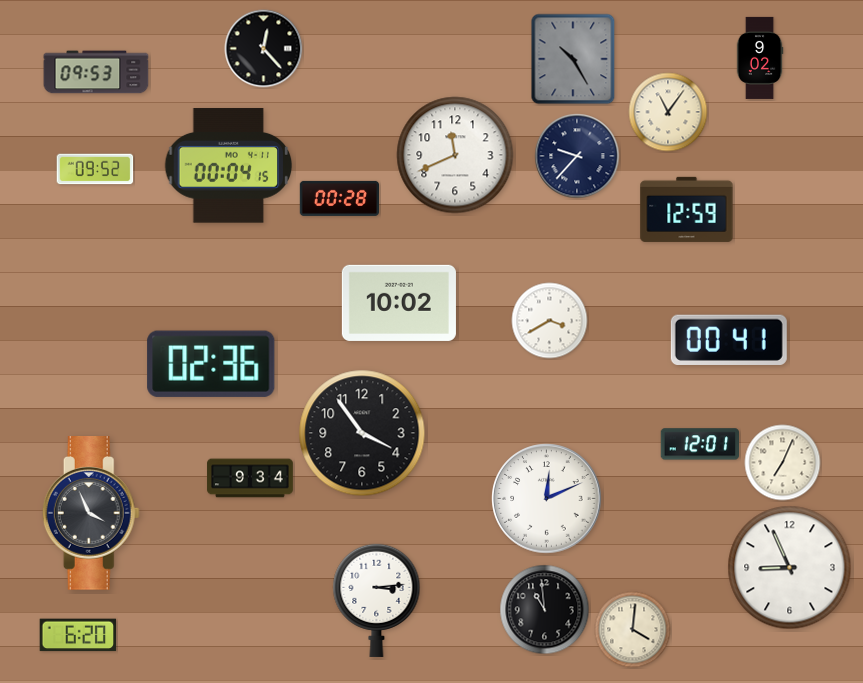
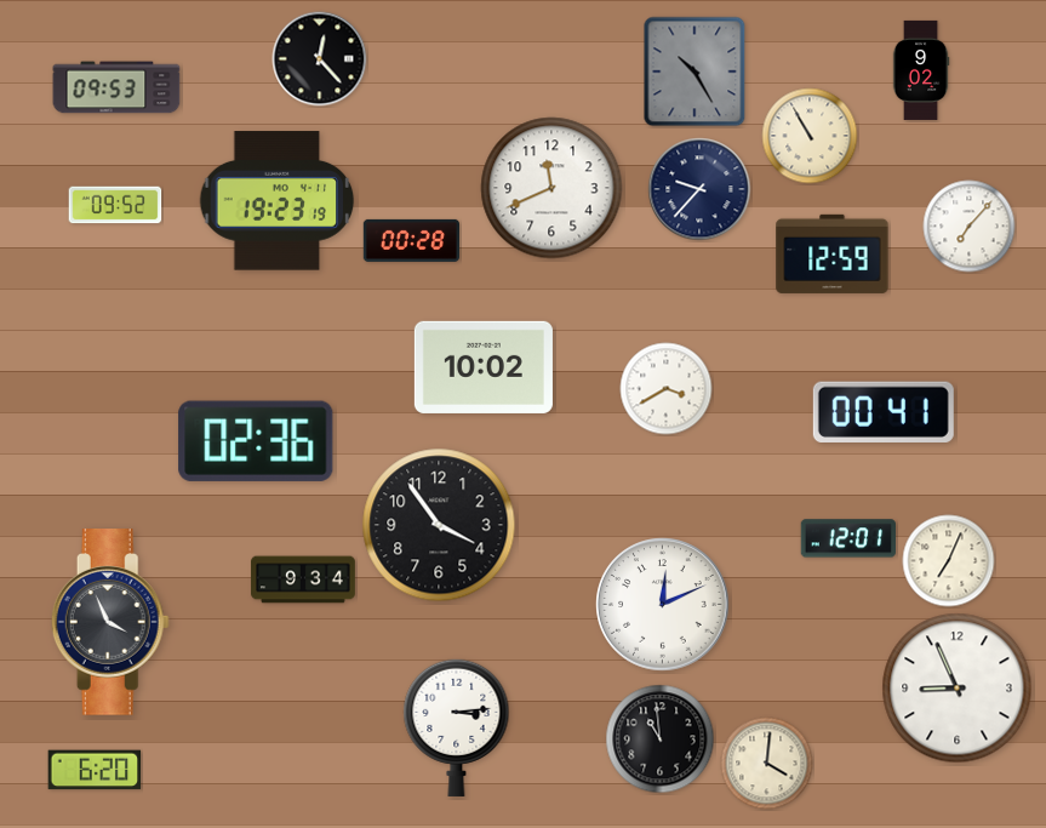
clock at (668, 112): 11:06 -> 10:55
clock at (229, 166): 00:04 -> 19:23
clock at (970, 227): none -> 7:07
